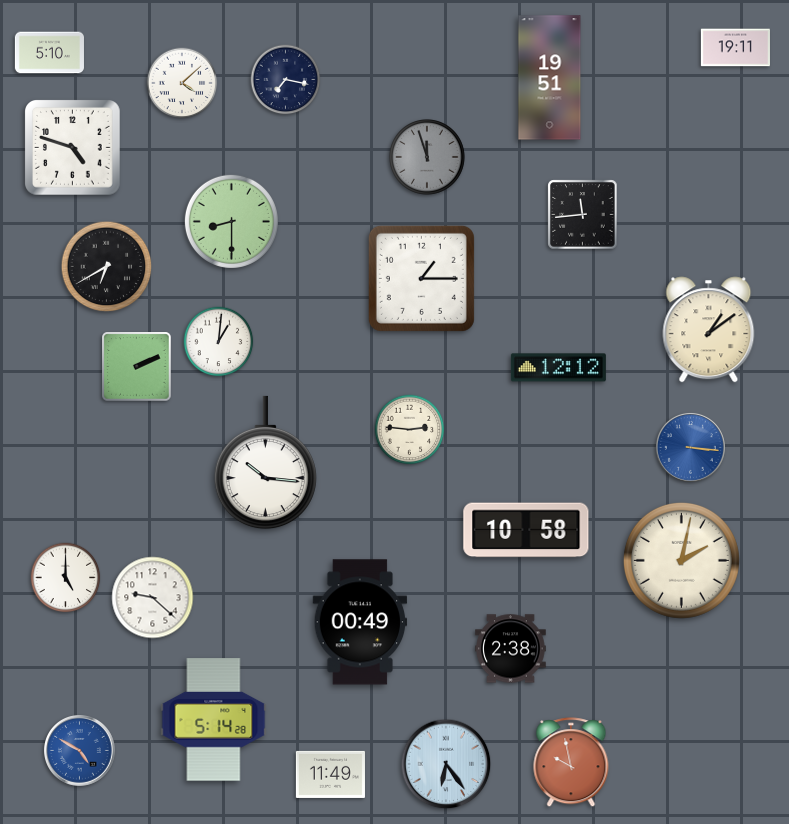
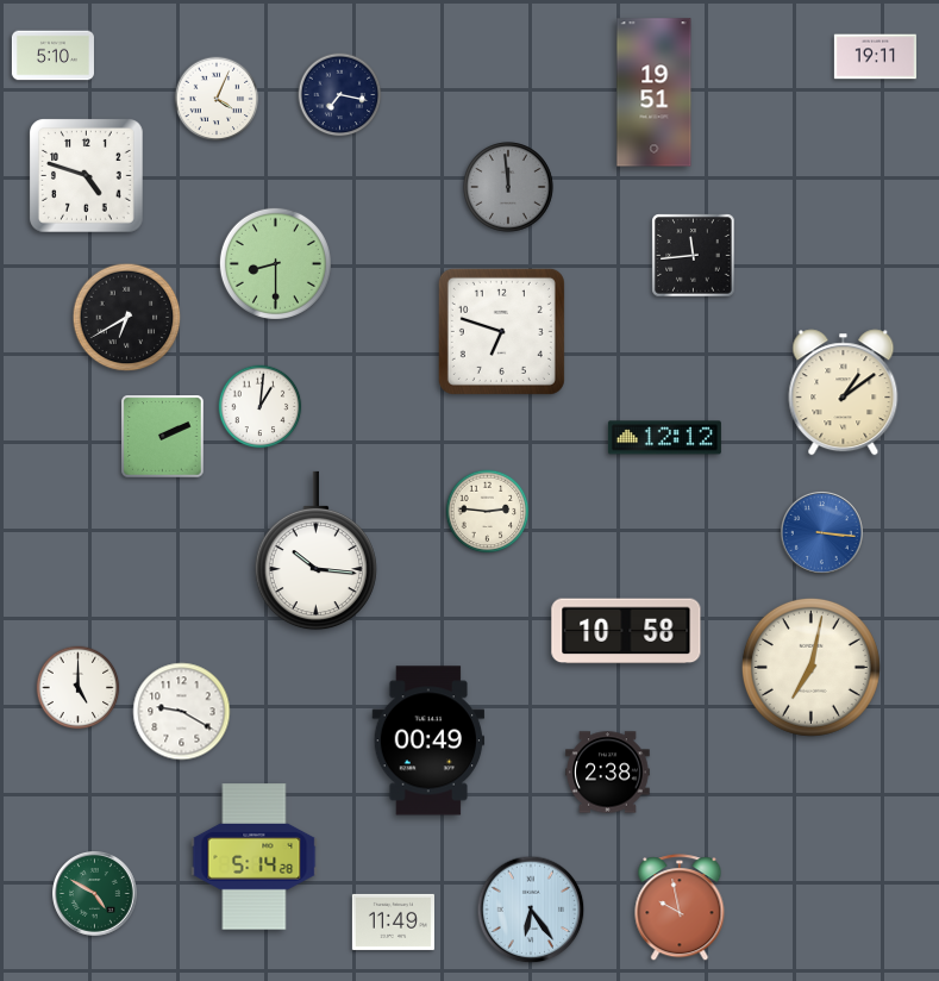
clock at (49, 53) position: (49, 53) -> (52, 56)
clock at (182, 83): 4:08 -> 4:04
clock at (427, 157): 11:57 -> 11:59
clock at (421, 278): 1:15 -> 6:48
clock at (681, 560): 2:02 -> 7:02
clock at (153, 598): 9:22 -> 9:20
clock at (80, 751) dial: blue -> green
